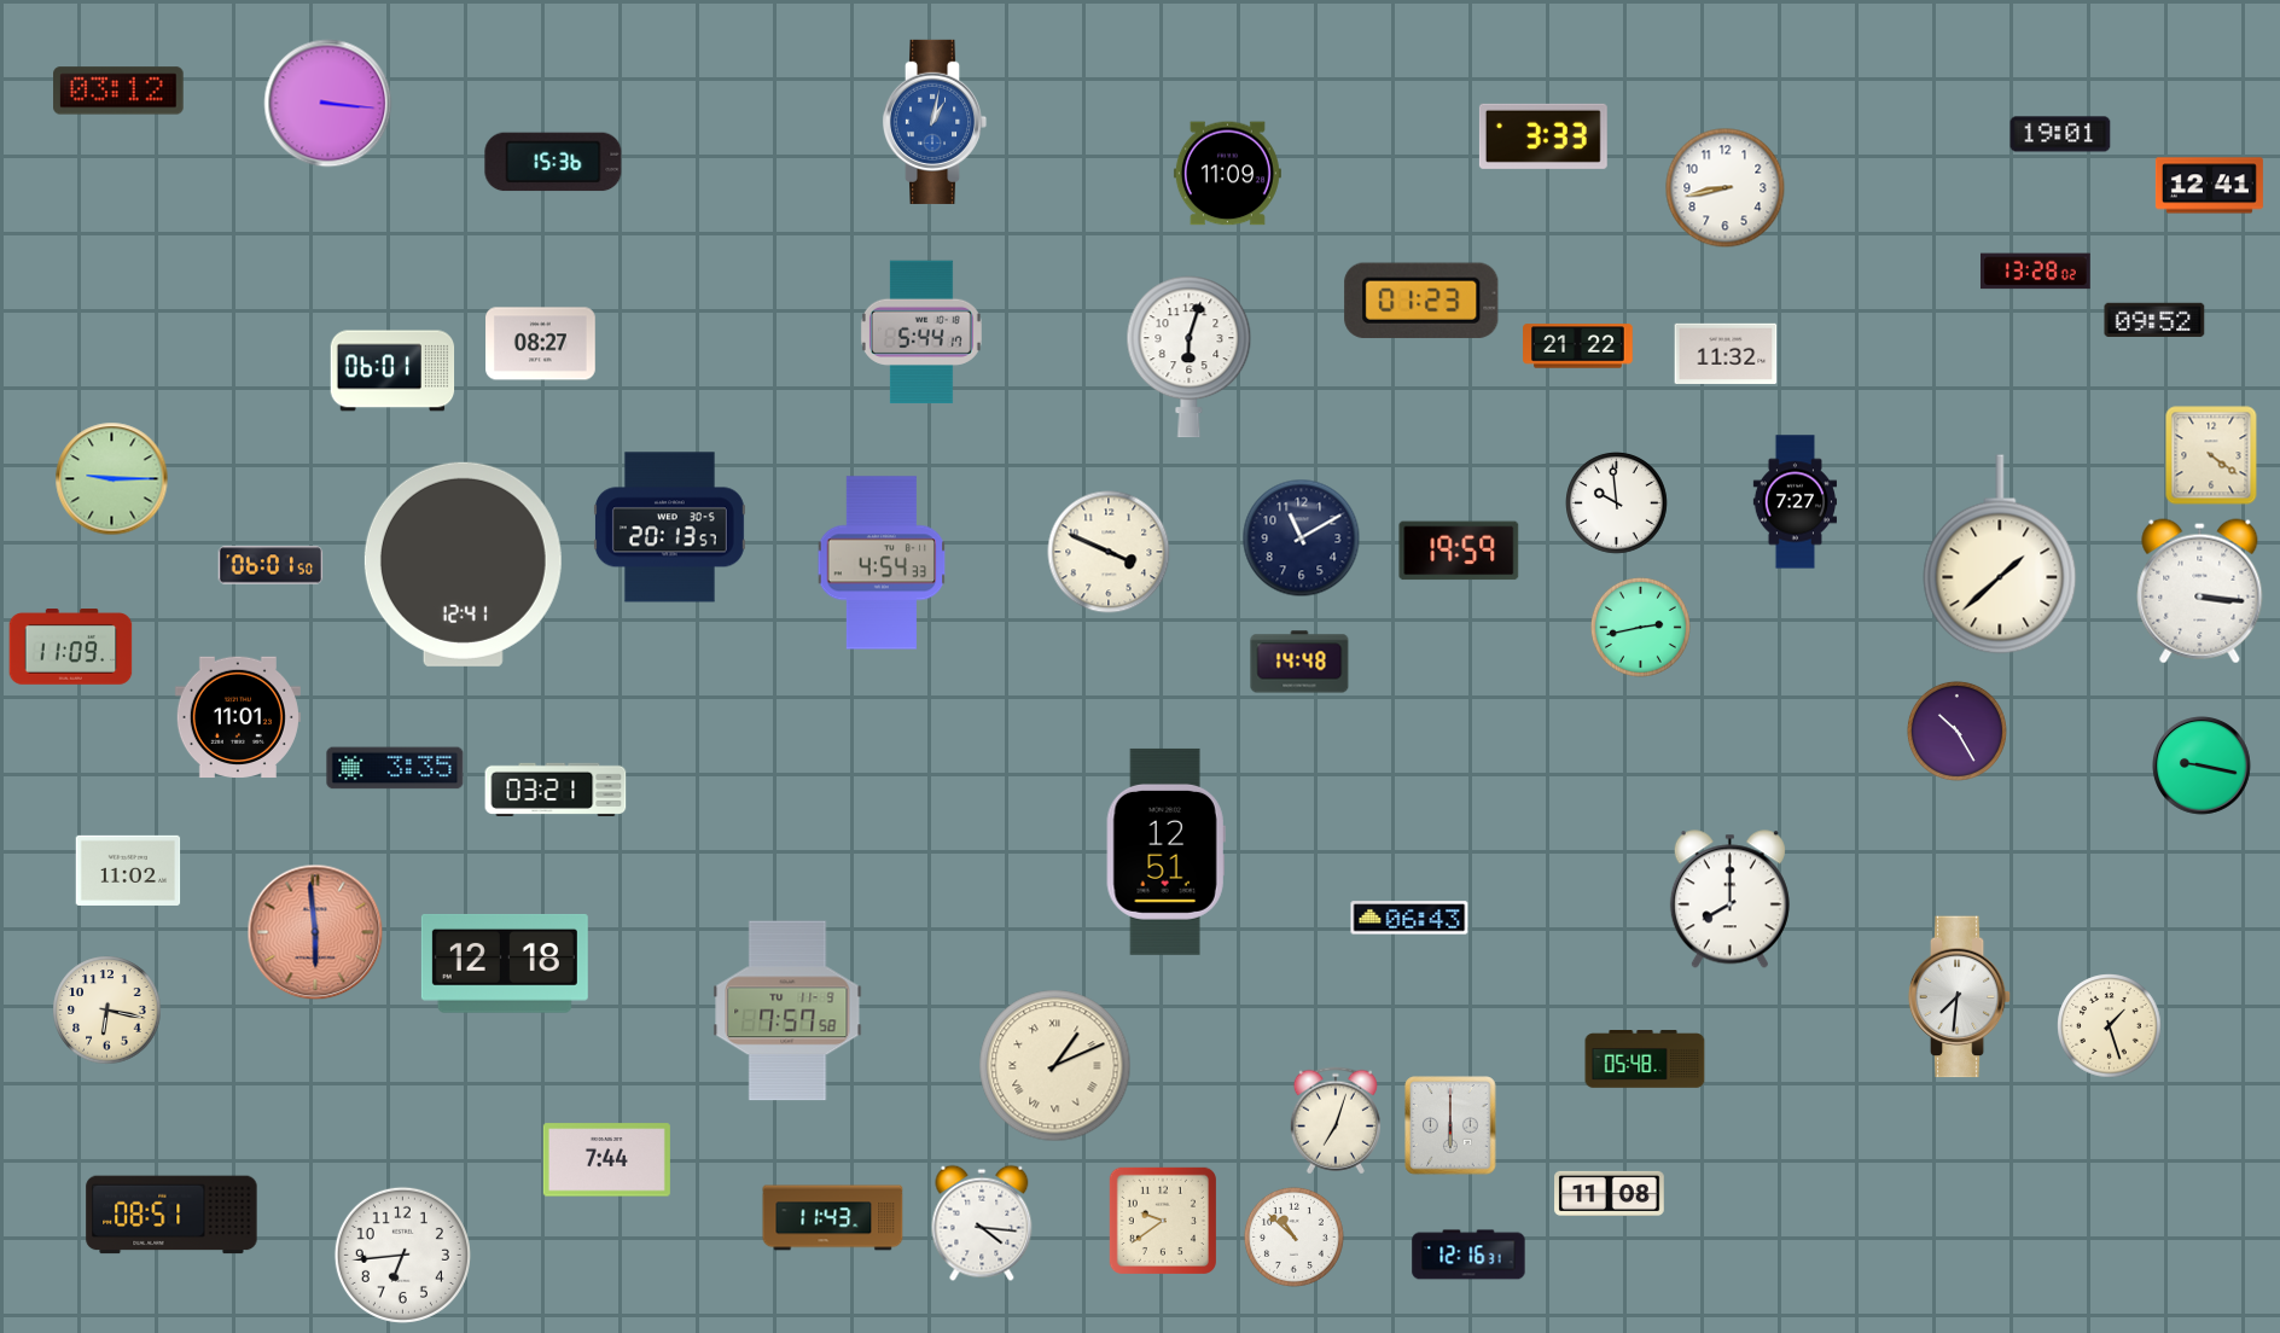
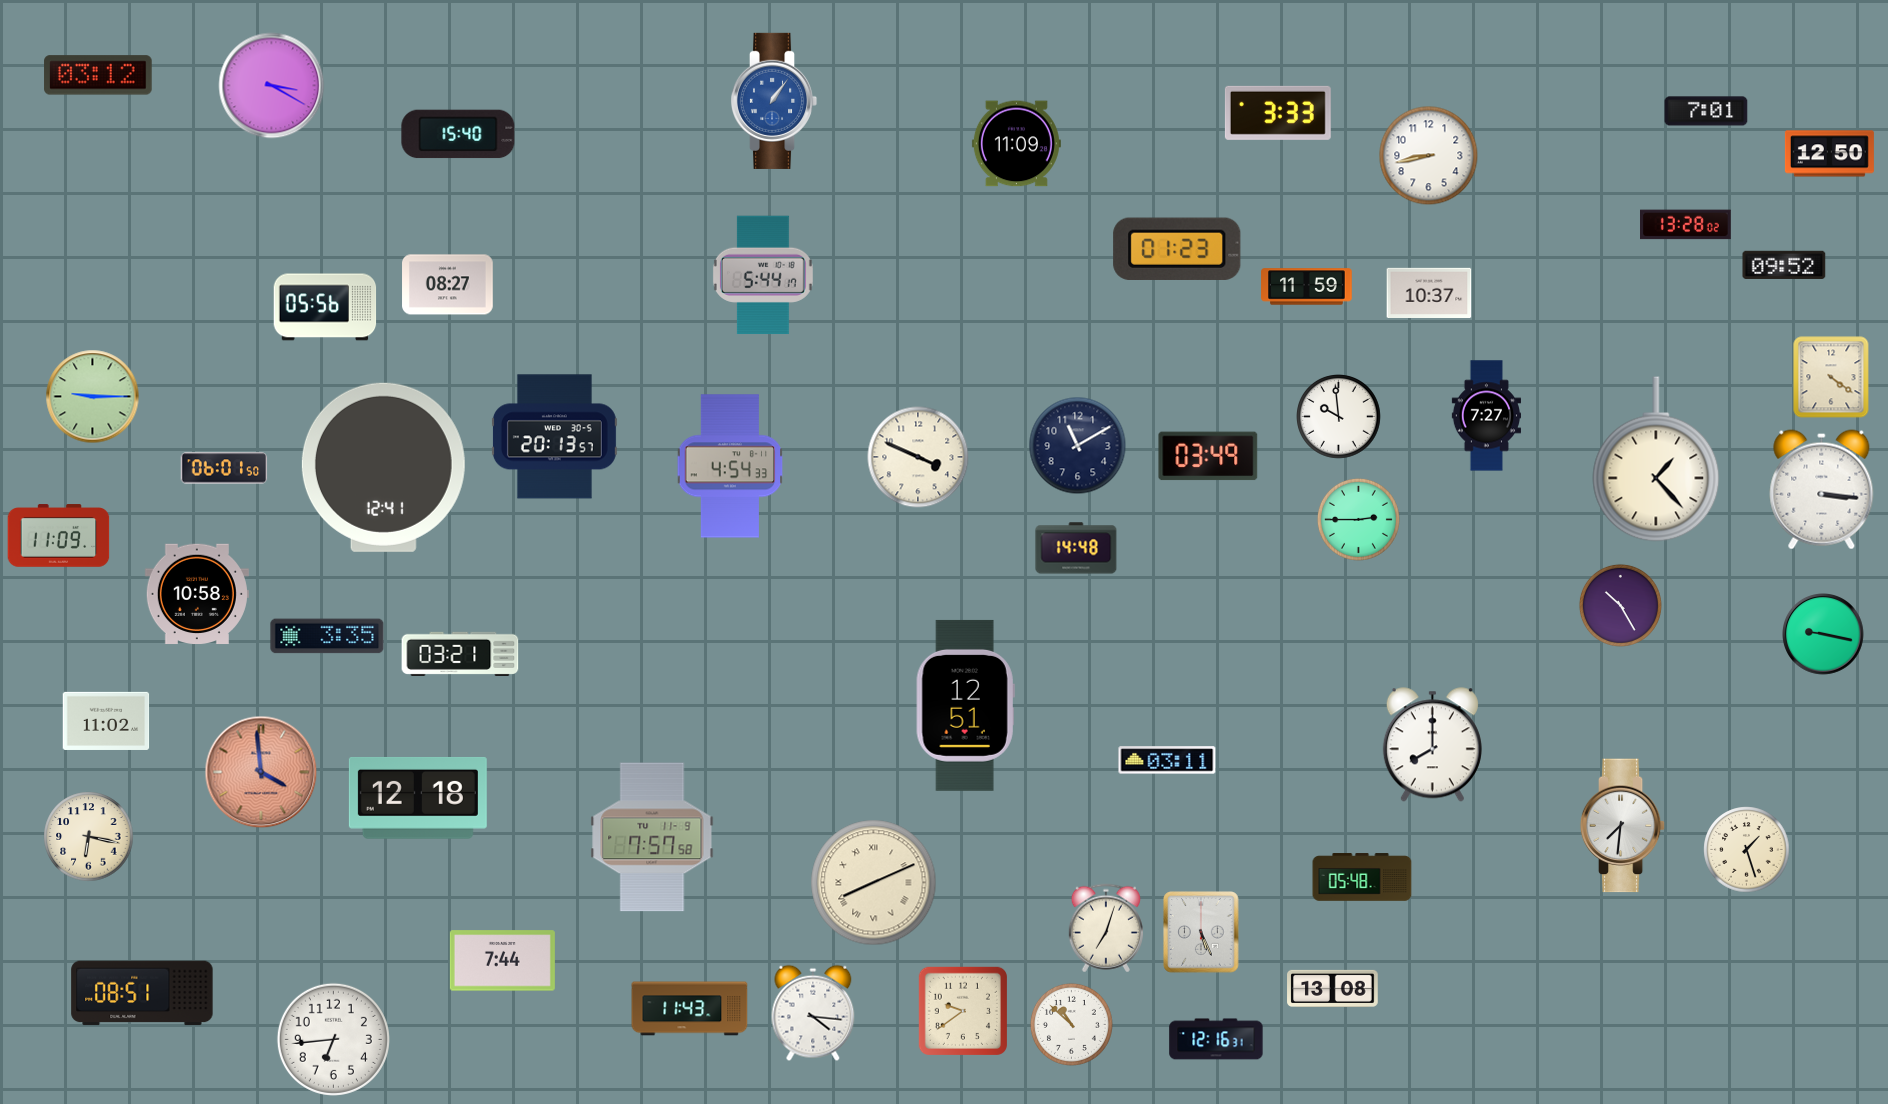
clock at (328, 104): 3:16 -> 3:20
clock at (935, 122): 1:02 -> 1:06
clock at (2060, 134): 19:01 -> 7:01
clock at (553, 162): 15:36 -> 15:40
clock at (2209, 186): 12:41 -> 12:50
clock at (1578, 347): 21:22 -> 11:59
clock at (1726, 353): 11:32 -> 10:37
clock at (1190, 357): 6:03 -> none
clock at (392, 371): 06:01 -> 05:56
clock at (1459, 551): 19:59 -> 03:49
clock at (2000, 554): 1:38 -> 1:23
clock at (1640, 627): 2:43 -> 2:45
clock at (238, 717): 11:01 -> 10:58
clock at (1409, 918): 06:43 -> 03:11
clock at (315, 932): 5:59 -> 3:59
clock at (1055, 1066): 1:11 -> 8:11
clock at (1450, 1125): 6:00 -> 5:26
clock at (1610, 1193): 11:08 -> 13:08
clock at (171, 1215) position: (171, 1215) -> (142, 993)
